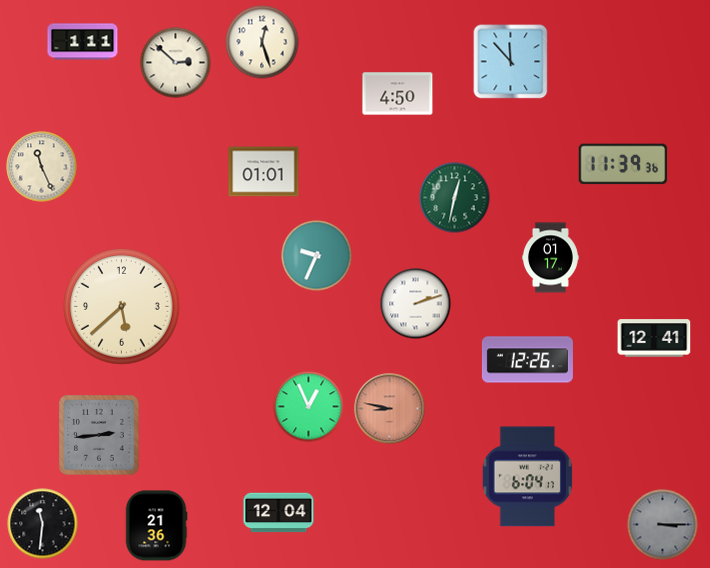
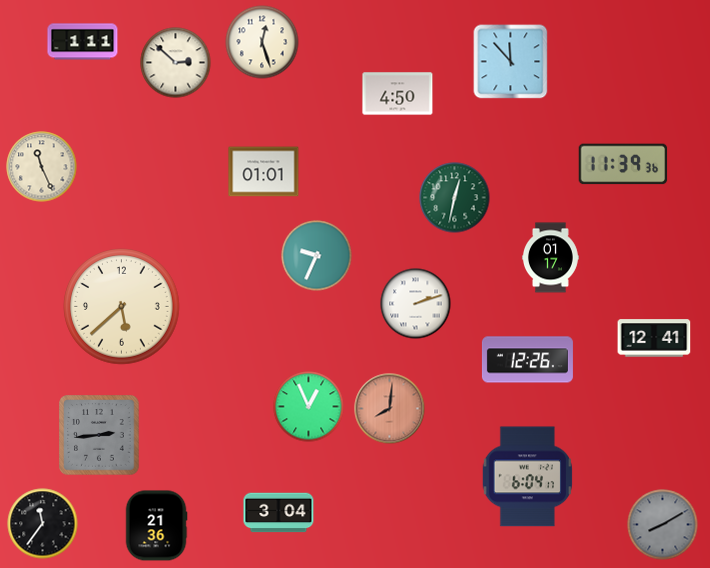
clock at (390, 409): 8:47 -> 8:01
clock at (279, 513): 12:04 -> 3:04
clock at (43, 524): 11:31 -> 11:36
clock at (663, 525): 3:15 -> 8:10
